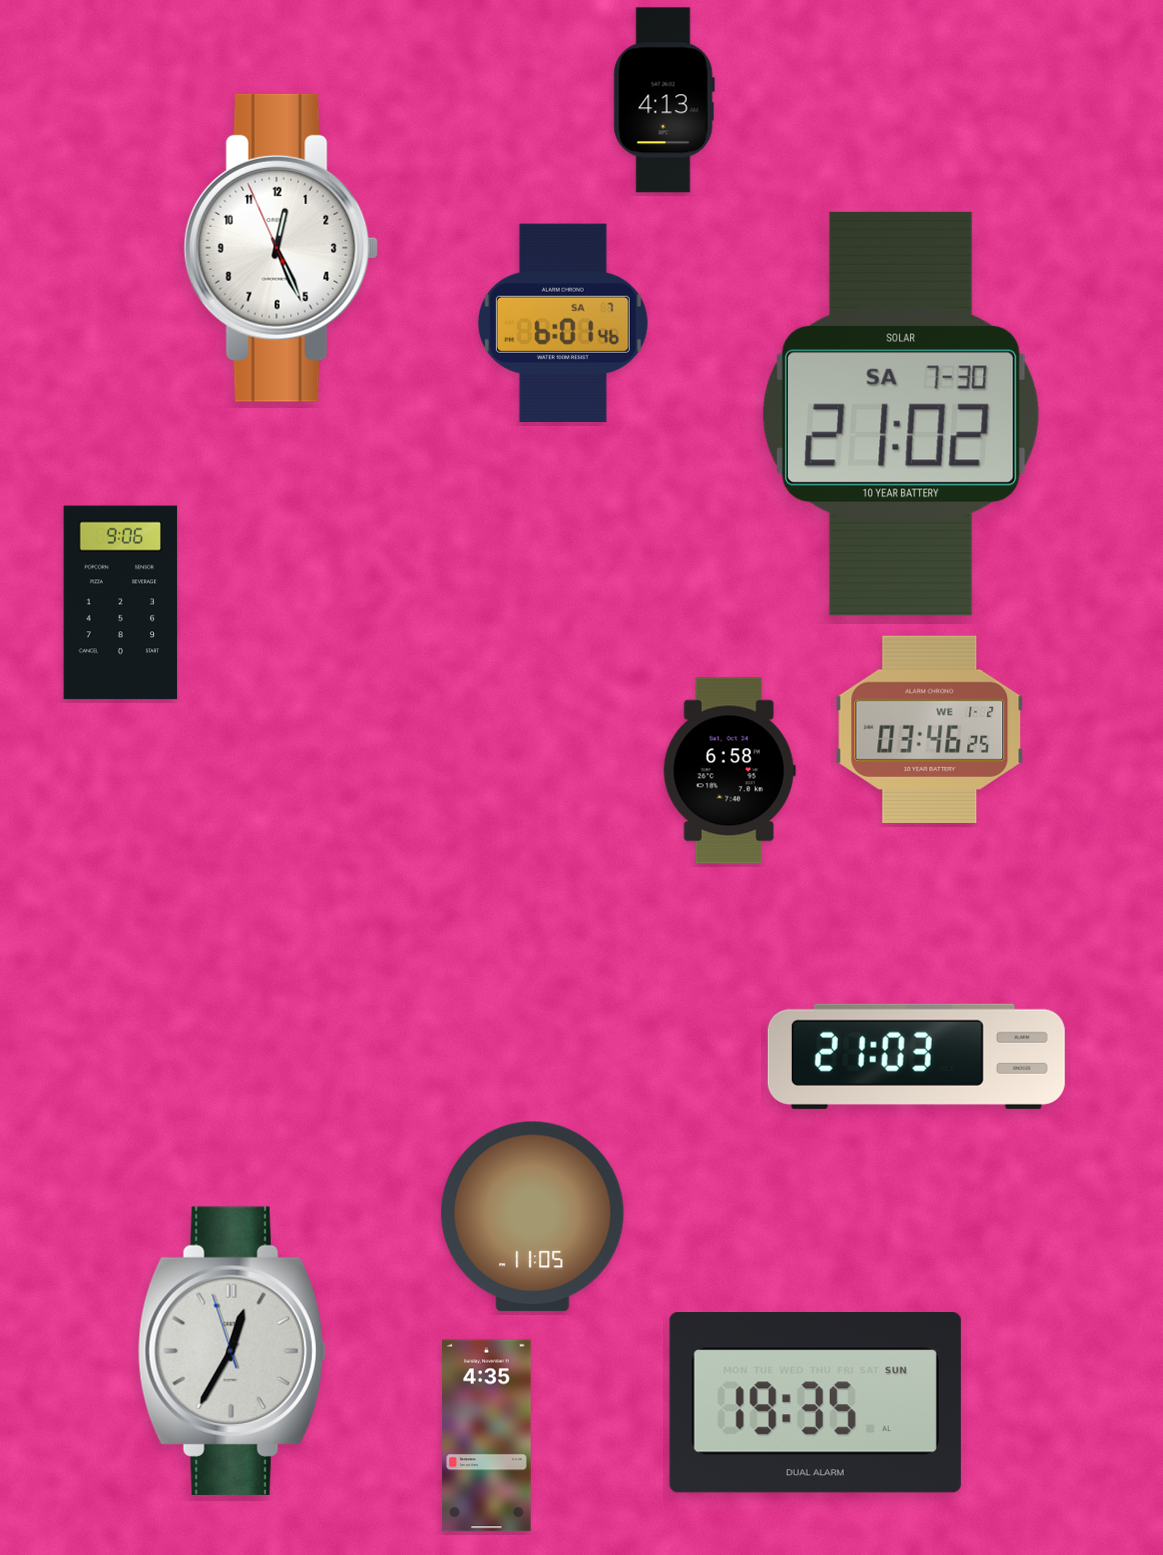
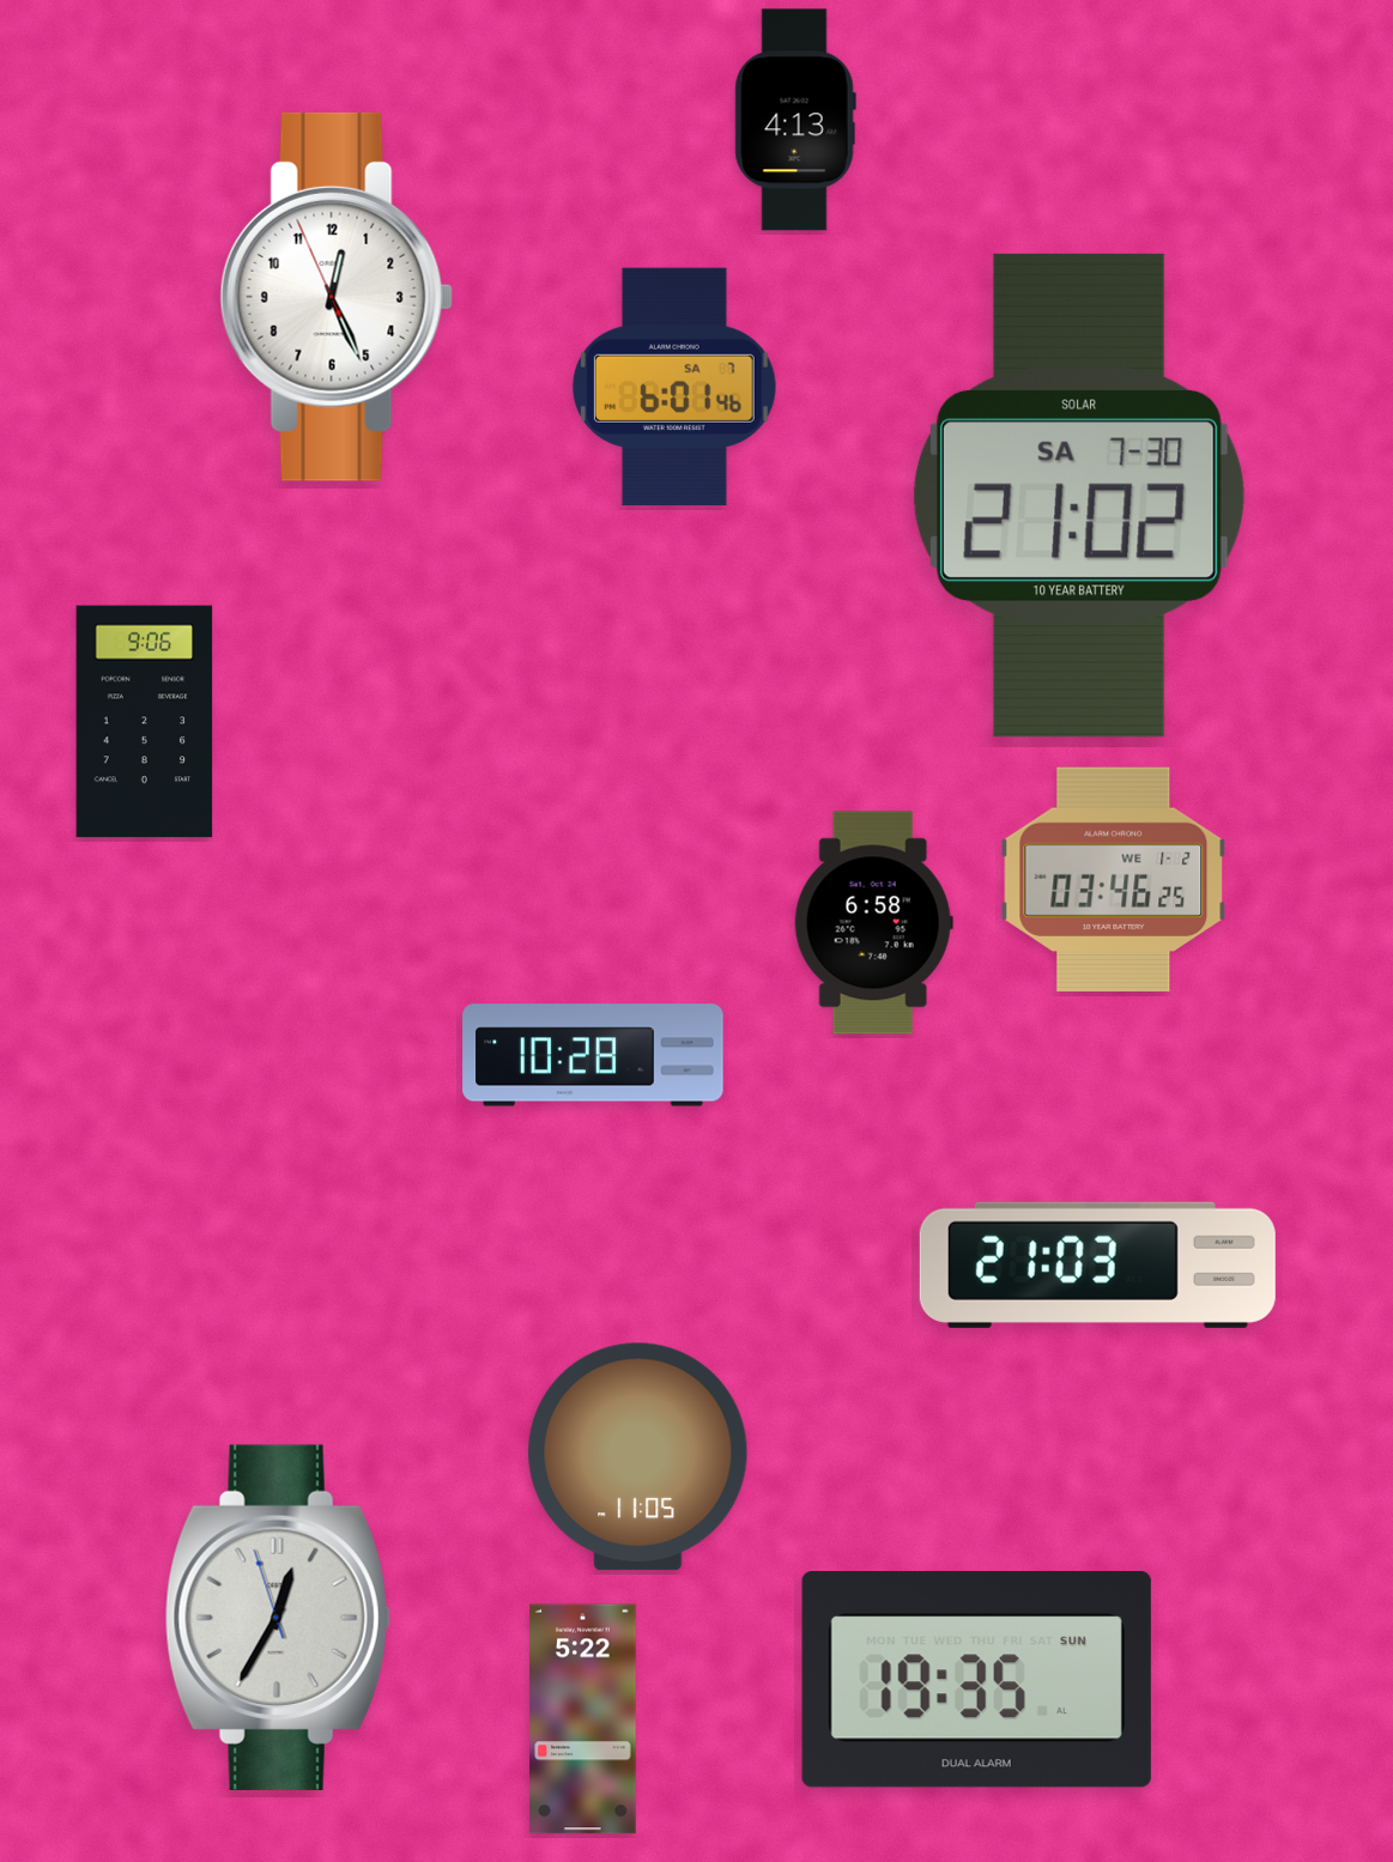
clock at (930, 729) position: (930, 729) -> (1114, 879)
clock at (593, 1055): none -> 10:28
clock at (487, 1436): 4:35 -> 5:22
